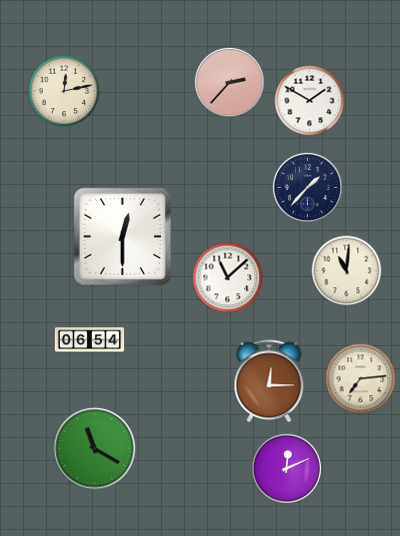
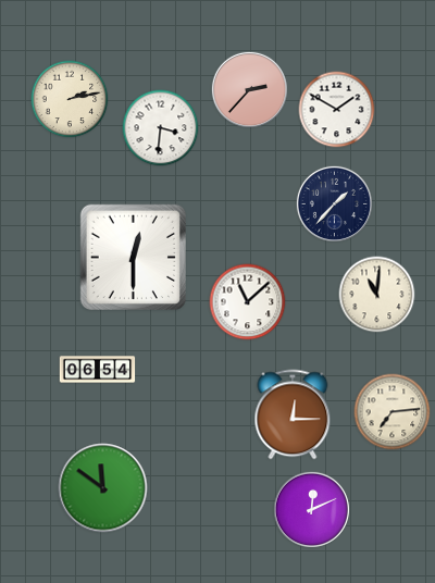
clock at (64, 91): 12:13 -> 2:13
clock at (161, 128): none -> 3:31
clock at (95, 449): 11:20 -> 11:51
